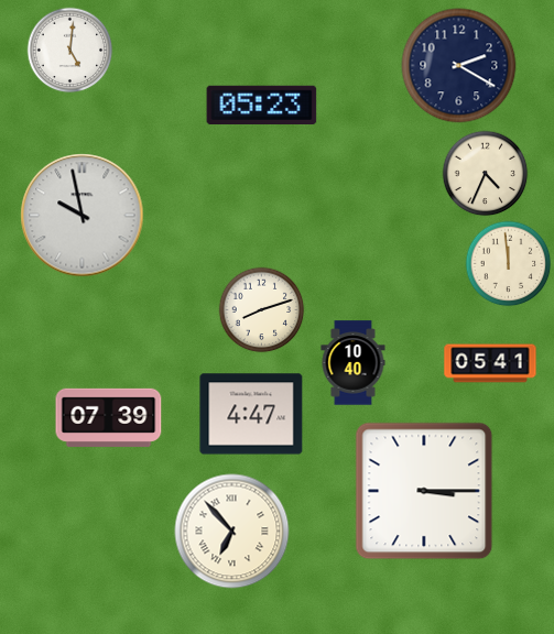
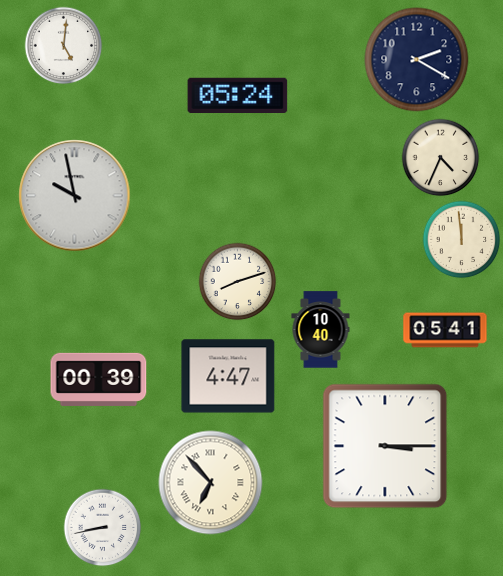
clock at (262, 105): 05:23 -> 05:24
clock at (109, 417): 07:39 -> 00:39
clock at (102, 527): none -> 8:43
